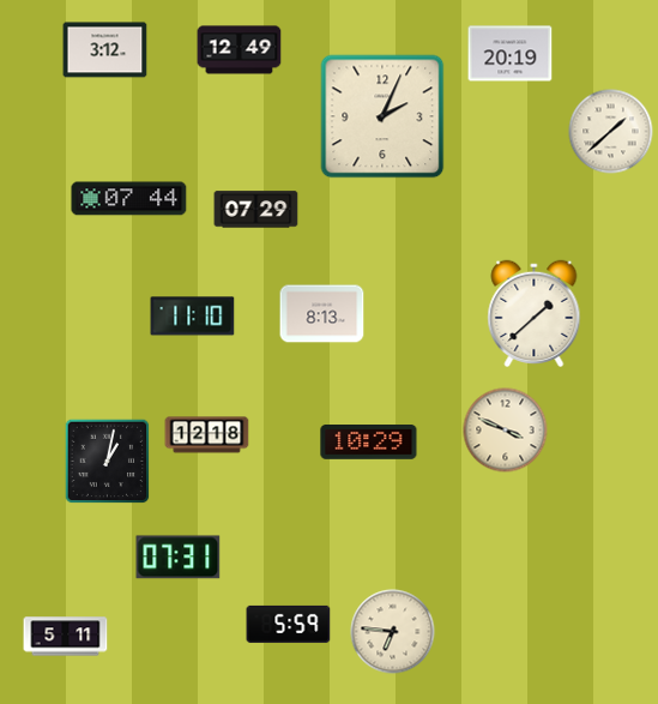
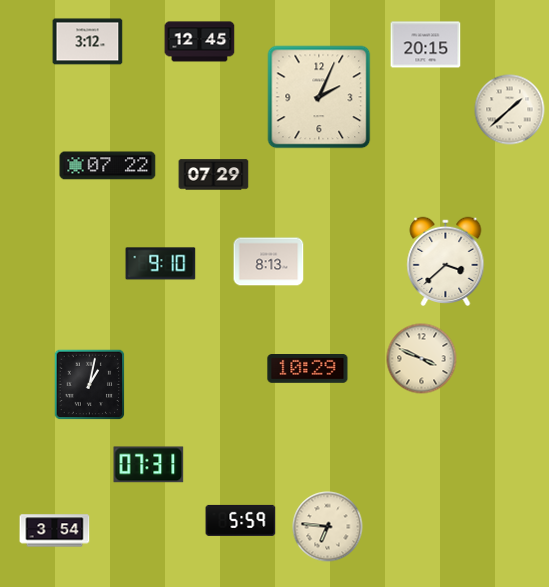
clock at (240, 50): 12:49 -> 12:45
clock at (511, 54): 20:19 -> 20:15
clock at (129, 199): 07:44 -> 07:22
clock at (535, 313): 1:38 -> 3:38
clock at (193, 317): 11:10 -> 9:10
clock at (207, 435): 12:18 -> none
clock at (66, 637): 5:11 -> 3:54
